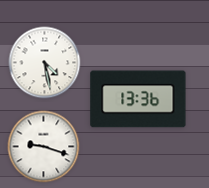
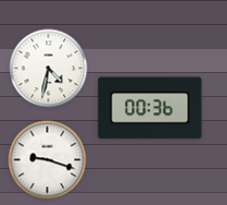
clock at (45, 63): 4:28 -> 4:32
clock at (138, 99): 13:36 -> 00:36
